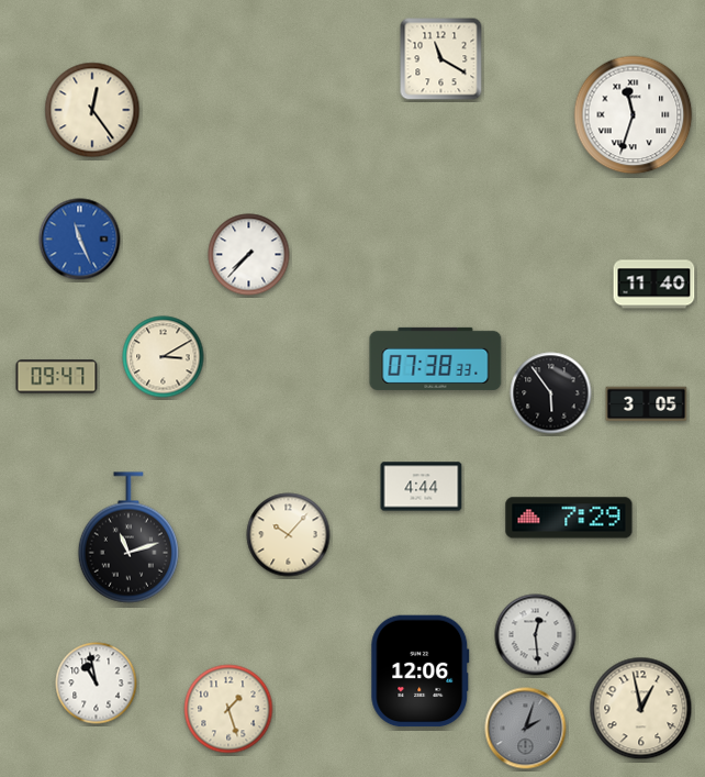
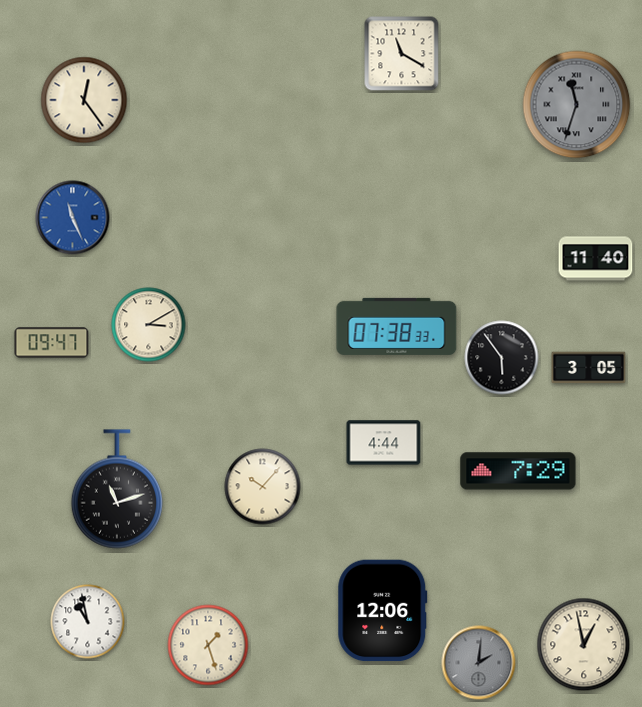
clock at (634, 115) dial: white -> grey
clock at (249, 255): 7:37 -> none
clock at (536, 635): 12:29 -> none
clock at (526, 729): 2:03 -> 2:01
